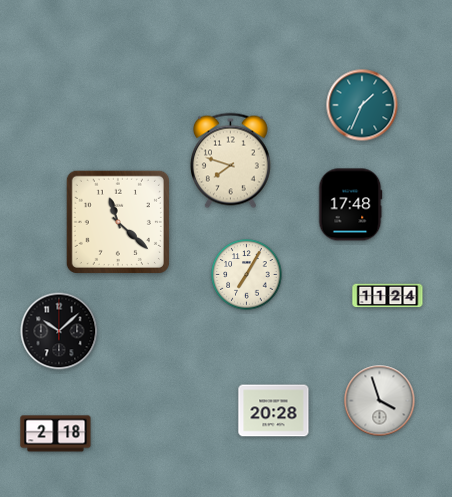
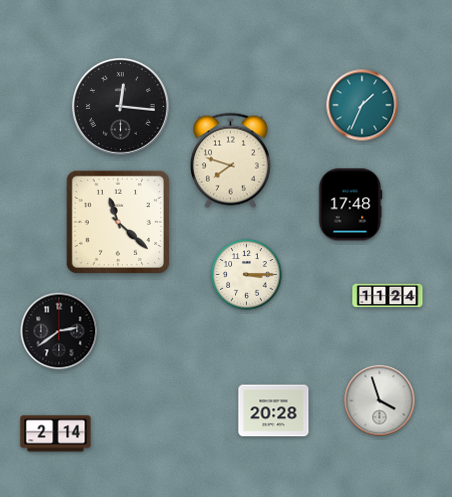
clock at (121, 107): none -> 12:16
clock at (247, 275): 7:05 -> 3:15
clock at (59, 331): 10:08 -> 2:39
clock at (56, 434): 2:18 -> 2:14
